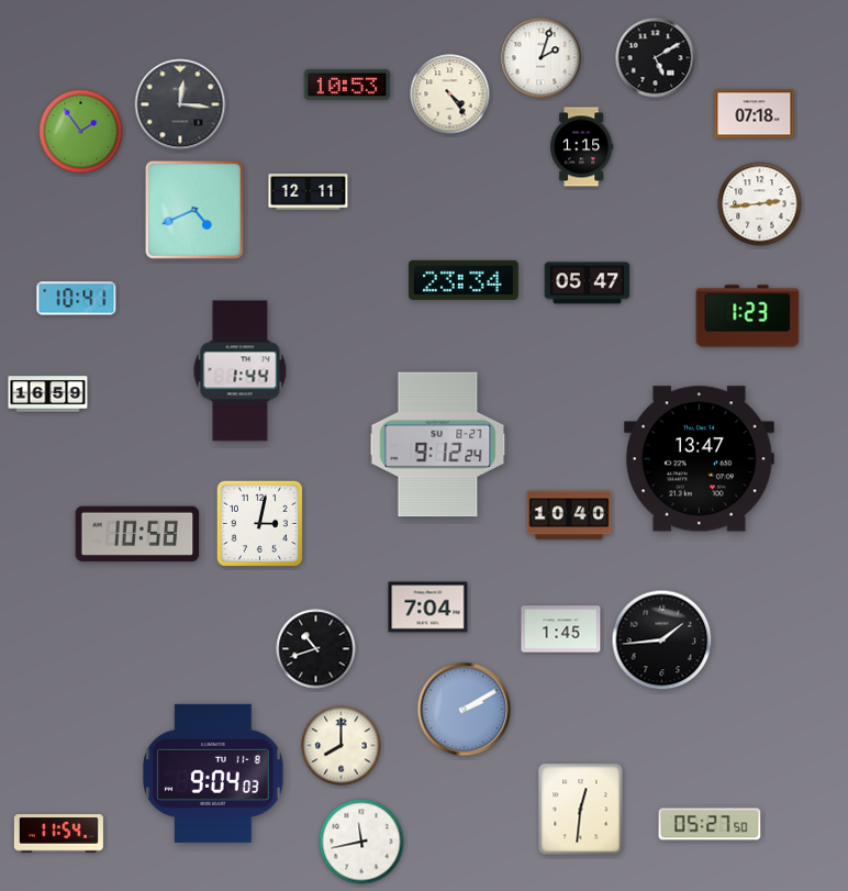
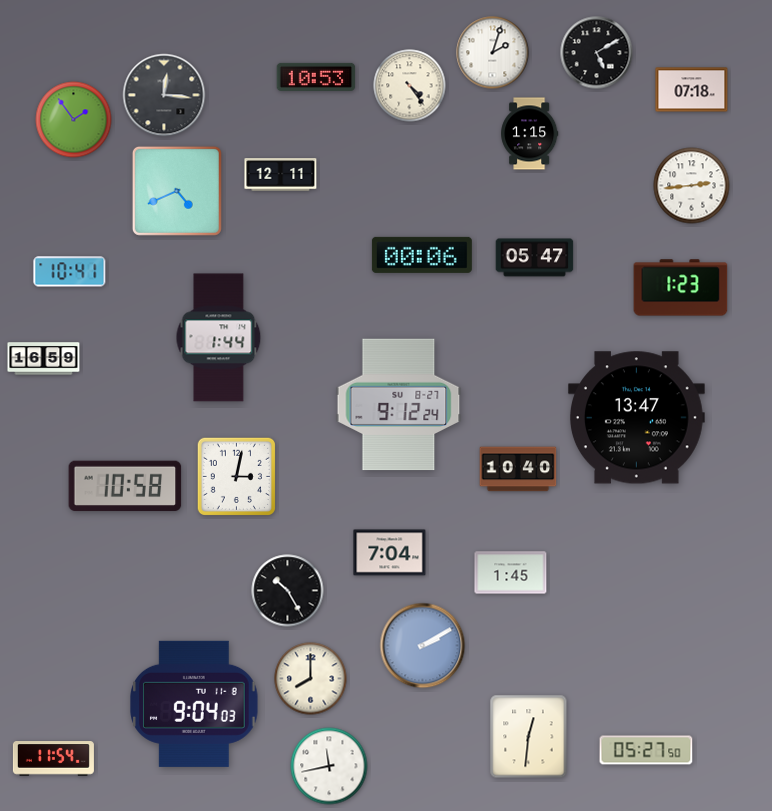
clock at (755, 114) position: (755, 114) -> (692, 90)
clock at (464, 280): 23:34 -> 00:06
clock at (662, 641): 1:44 -> none
clock at (316, 649): 10:42 -> 10:25
